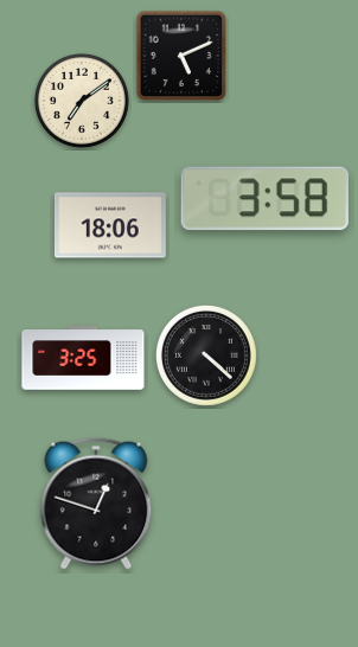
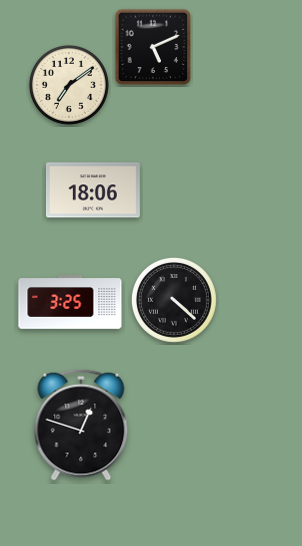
clock at (264, 199): 3:58 -> none
